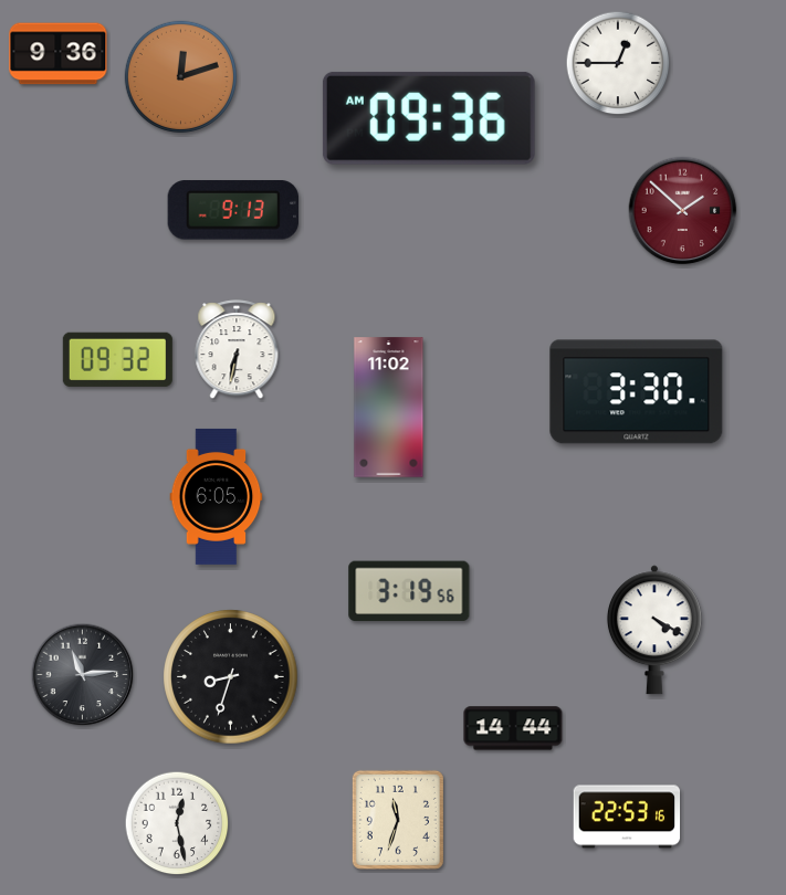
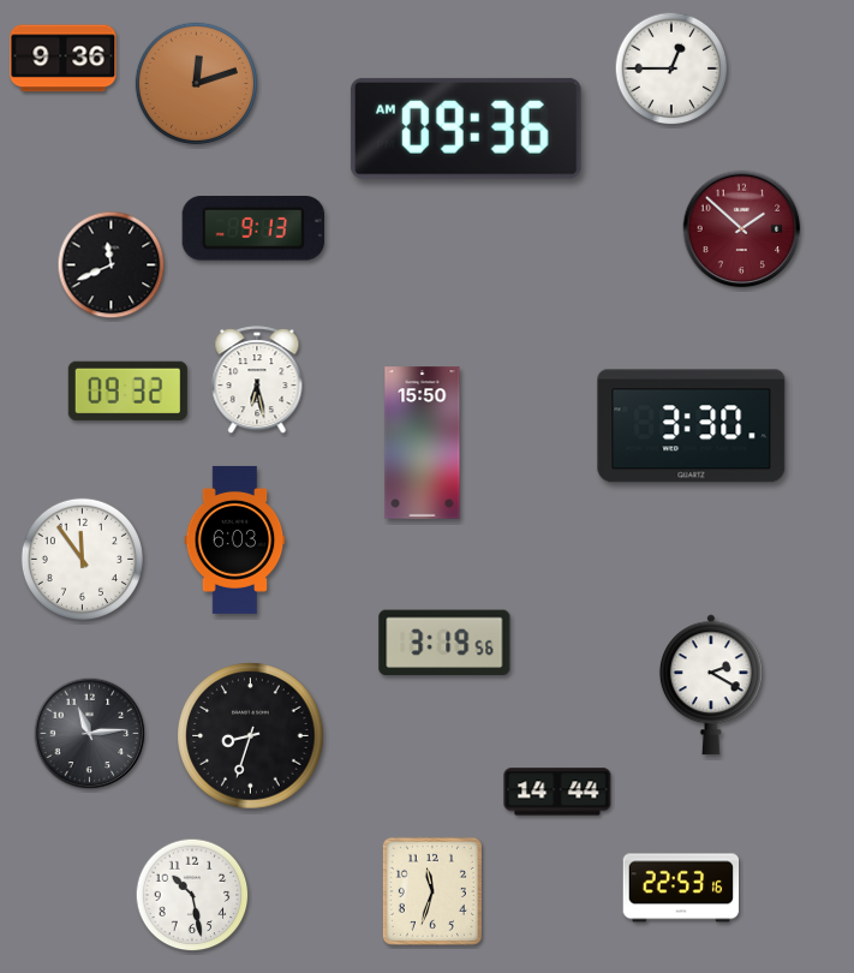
clock at (112, 265): none -> 11:41
clock at (237, 350): 6:32 -> 6:28
clock at (389, 408): 11:02 -> 15:50
clock at (217, 496): 6:05 -> 6:03
clock at (82, 559): none -> 11:54
clock at (654, 630): 4:20 -> 2:20
clock at (177, 823): 12:28 -> 10:28
